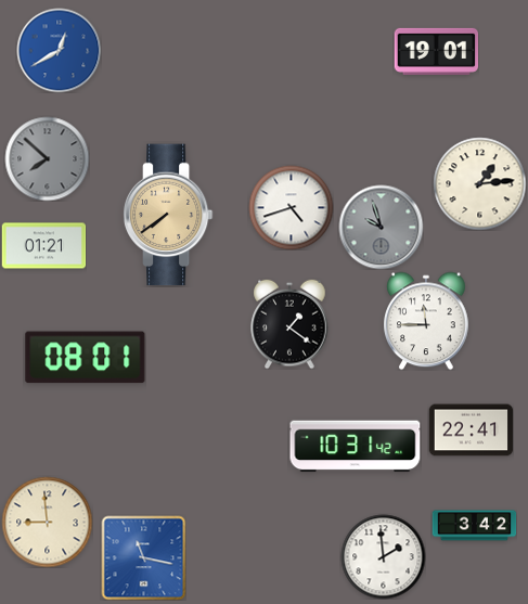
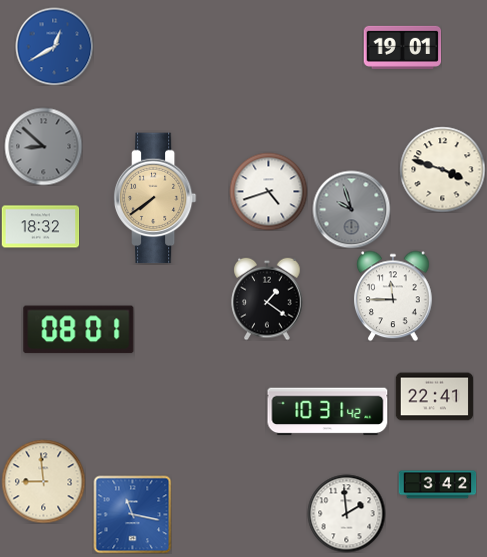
clock at (47, 158): 7:52 -> 8:52
clock at (479, 183): 1:14 -> 3:48
clock at (43, 246): 01:21 -> 18:32
clock at (383, 556) position: (383, 556) -> (346, 513)
